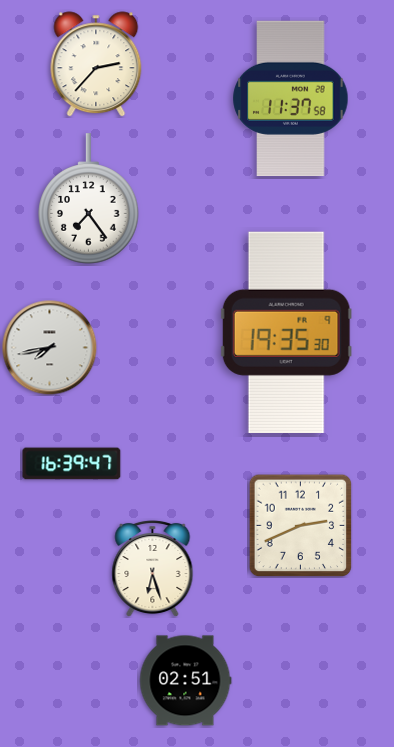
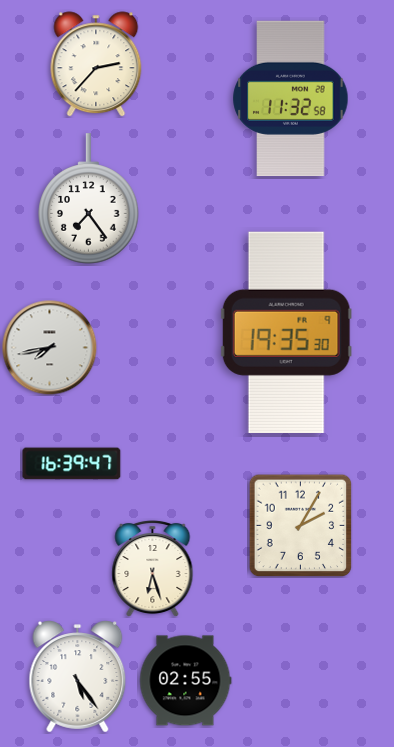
clock at (291, 99): 11:37 -> 11:32
clock at (300, 525): 2:41 -> 2:05
clock at (78, 677): none -> 5:24
clock at (185, 681): 02:51 -> 02:55
